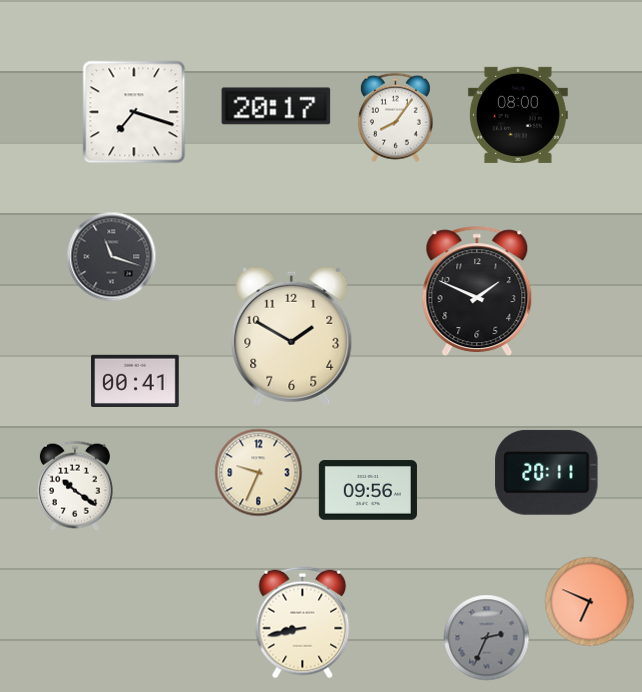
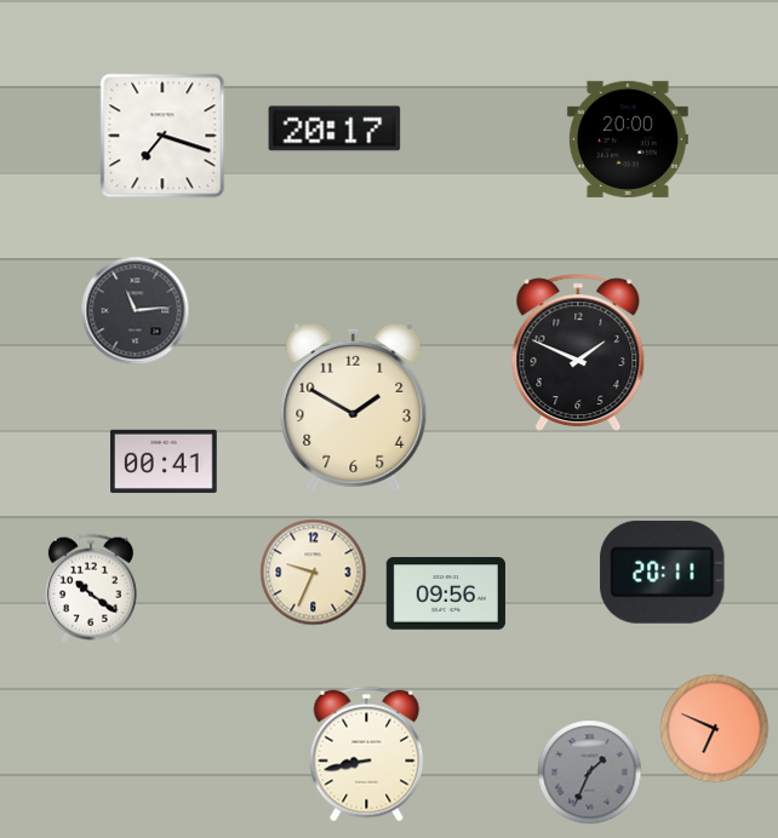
clock at (518, 115): 08:00 -> 20:00
clock at (395, 118): 8:06 -> none
clock at (112, 257): 11:18 -> 11:14
clock at (487, 638): 2:34 -> 1:34
